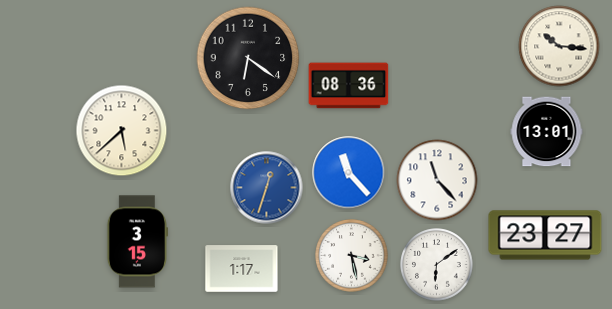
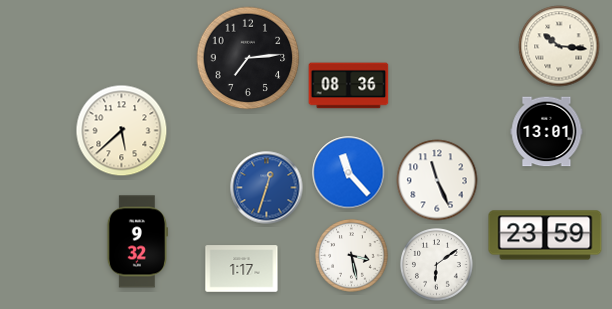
clock at (248, 58): 6:21 -> 7:14
clock at (437, 180): 11:23 -> 11:26
clock at (545, 235): 23:27 -> 23:59
clock at (136, 242): 3:15 -> 9:32
